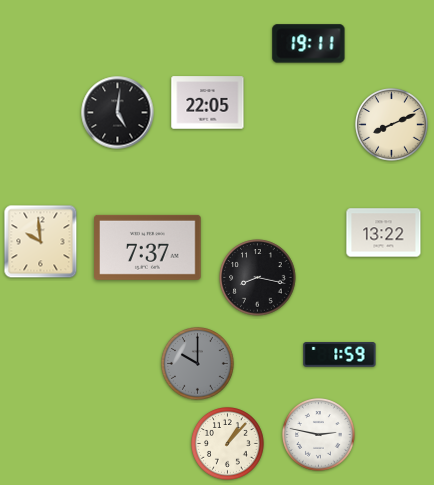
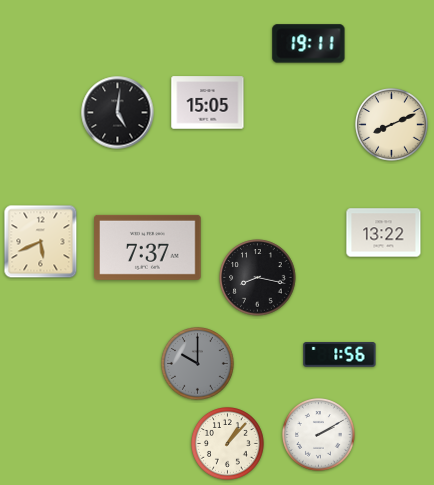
clock at (208, 103): 22:05 -> 15:05
clock at (41, 242): 9:59 -> 5:41
clock at (340, 355): 1:59 -> 1:56
clock at (319, 435): 2:47 -> 2:10
